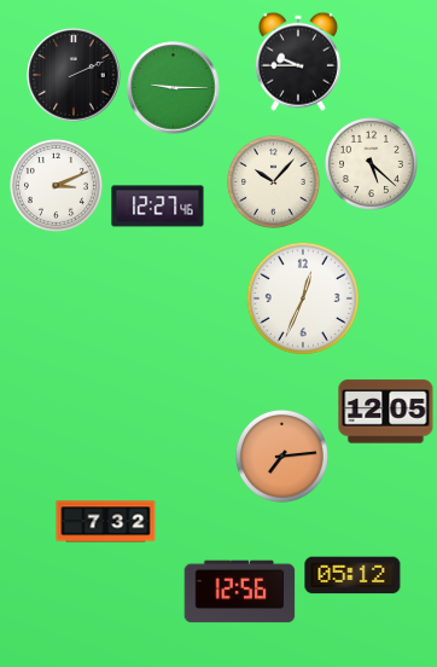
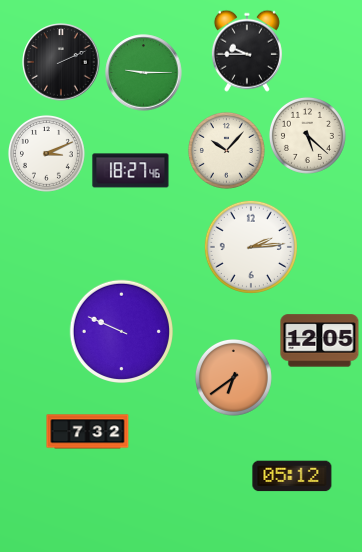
clock at (158, 207): 12:27 -> 18:27
clock at (303, 298): 12:34 -> 2:14
clock at (121, 331): none -> 9:49
clock at (281, 456): 7:14 -> 6:39
clock at (240, 592): 12:56 -> none
